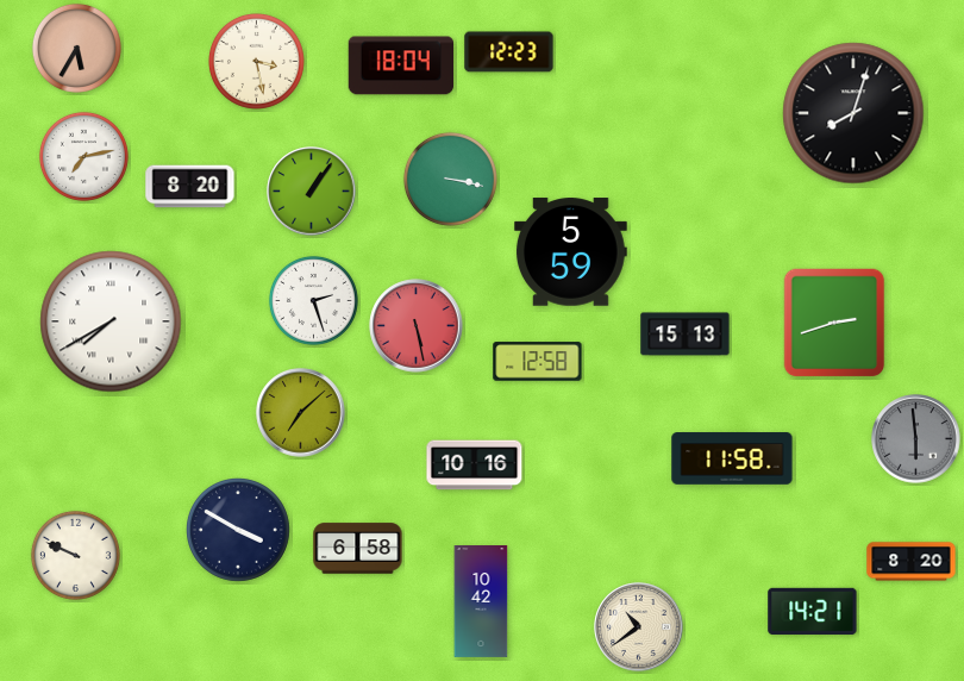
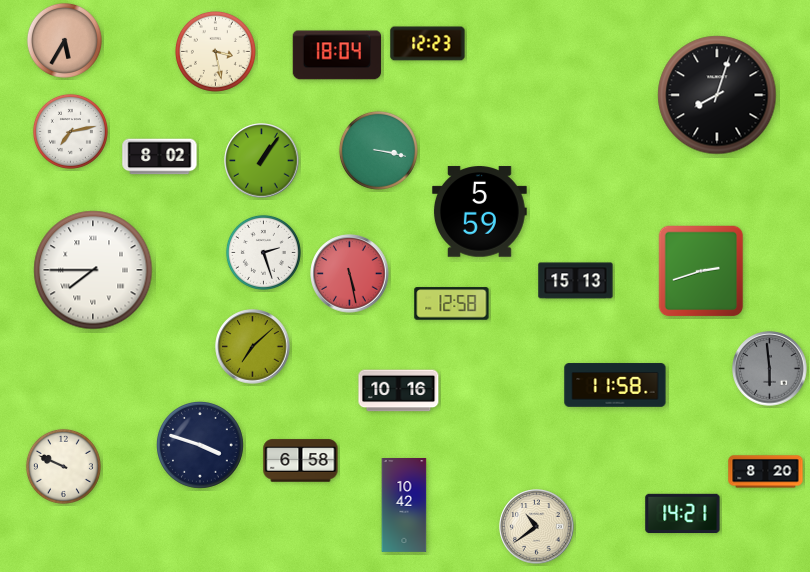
clock at (190, 187): 8:20 -> 8:02
clock at (111, 321): 7:40 -> 7:45
clock at (239, 531): 3:50 -> 3:48
